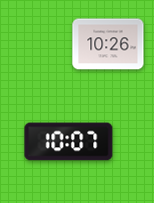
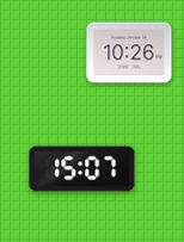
clock at (69, 142): 10:07 -> 15:07
